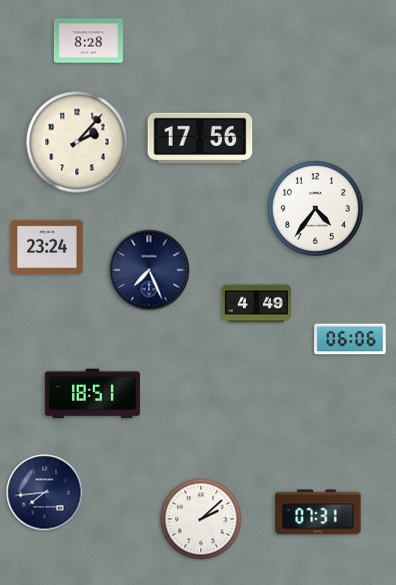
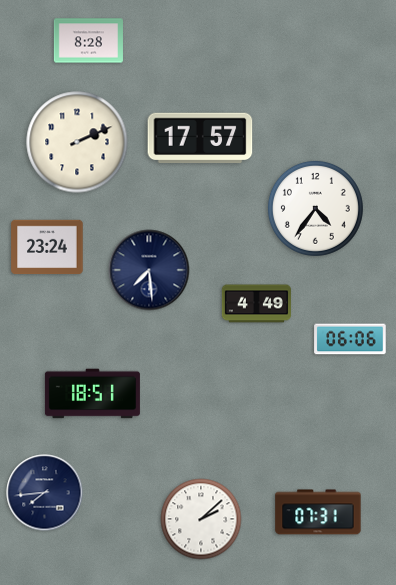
clock at (200, 138): 17:56 -> 17:57
clock at (77, 142): 2:07 -> 2:11
clock at (149, 270): 7:26 -> 7:29
